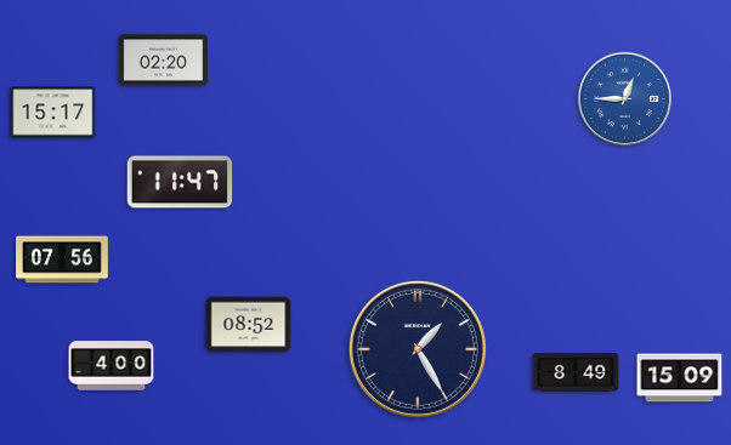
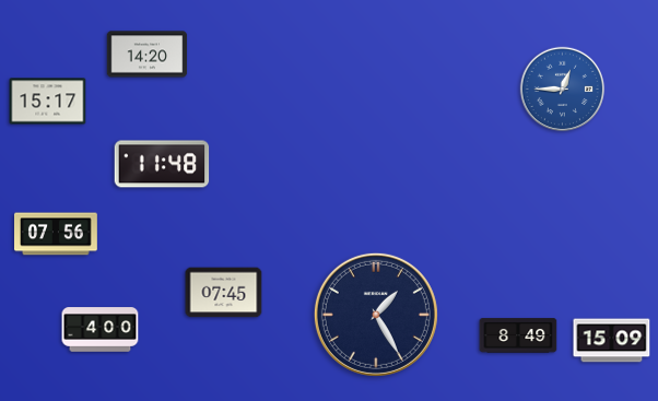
clock at (164, 61): 02:20 -> 14:20
clock at (180, 182): 11:47 -> 11:48
clock at (249, 325): 08:52 -> 07:45
